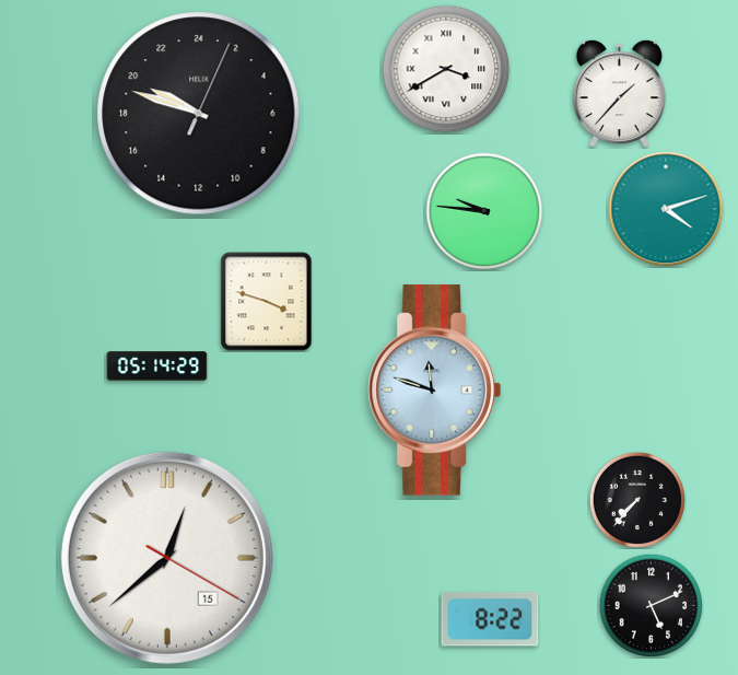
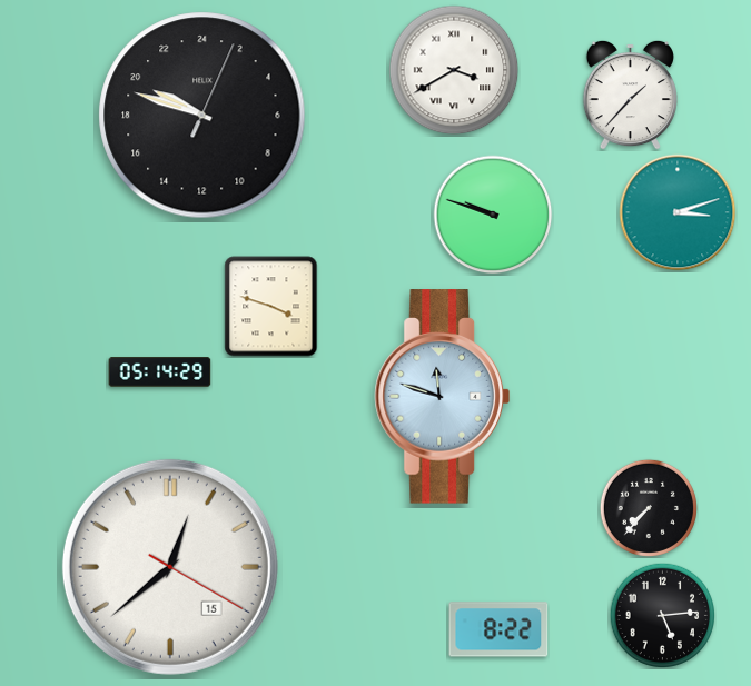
clock at (666, 209): 4:12 -> 3:12
clock at (484, 211): 9:46 -> 9:48
clock at (651, 605): 5:11 -> 5:14
